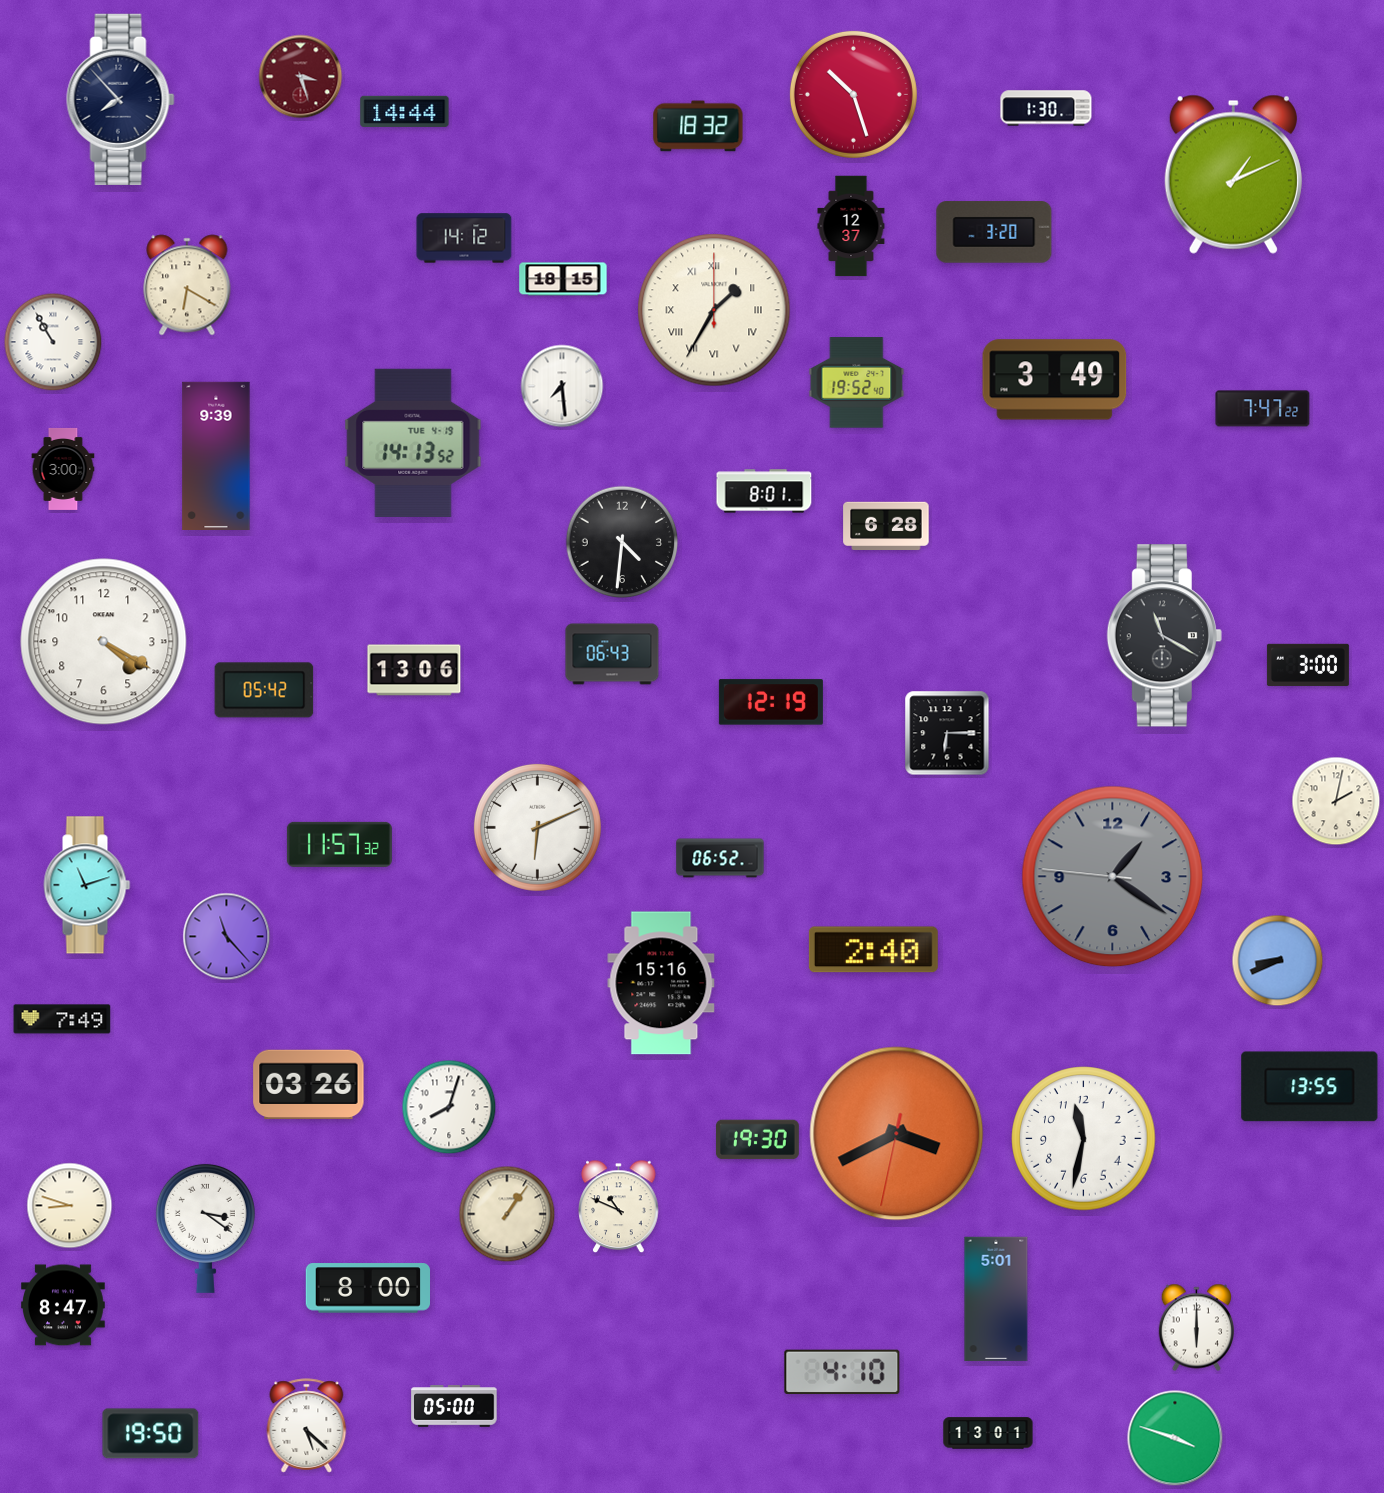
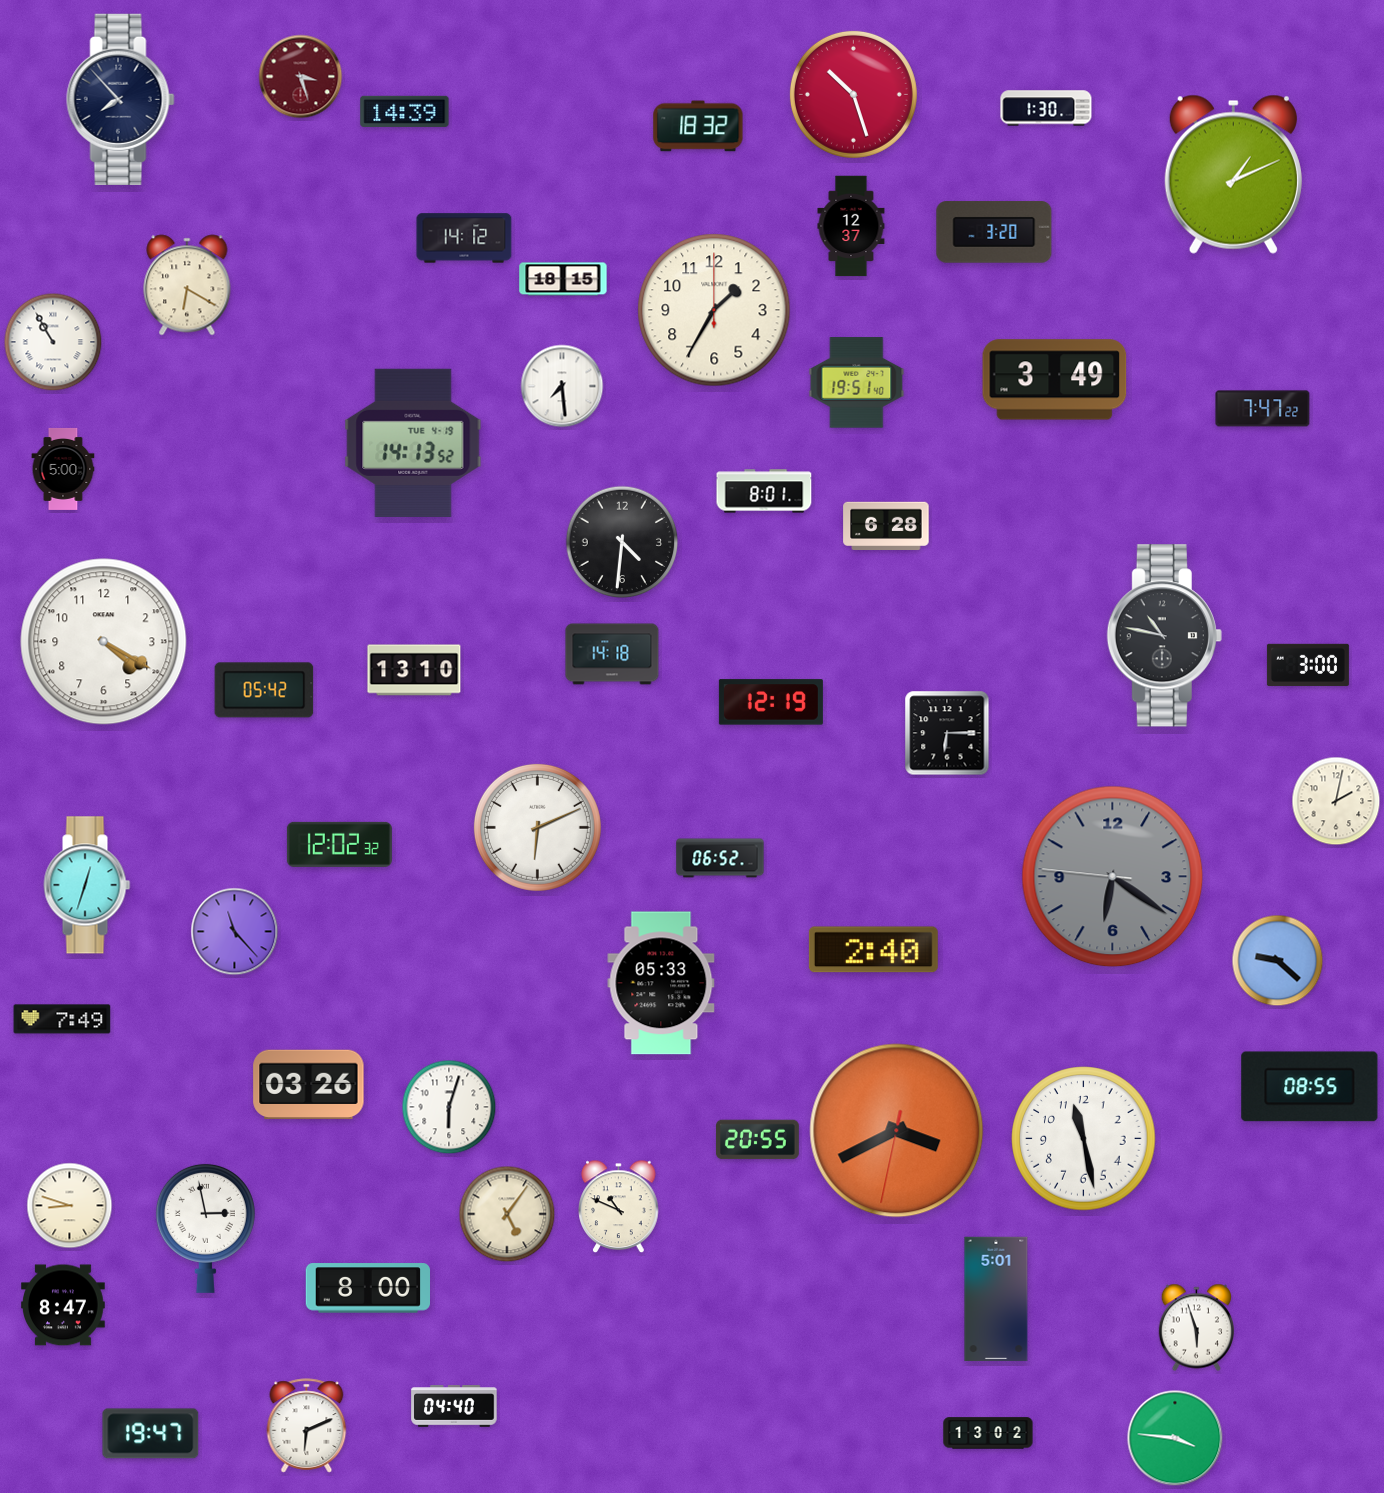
clock at (405, 111): 14:44 -> 14:39
clock at (714, 310) numerals: Roman -> Arabic
clock at (857, 383): 19:52 -> 19:51
clock at (216, 455): 9:39 -> none
clock at (63, 469): 3:00 -> 5:00
clock at (1164, 636): 11:20 -> 10:47
clock at (612, 654): 06:43 -> 14:18
clock at (414, 670): 13:06 -> 13:10
clock at (339, 844): 11:57 -> 12:02
clock at (1113, 877): 1:20 -> 6:20
clock at (87, 885): 11:12 -> 12:33
clock at (227, 937) position: (227, 937) -> (235, 932)
clock at (1278, 961): 8:41 -> 9:22
clock at (661, 983): 15:16 -> 05:33
clock at (1310, 1087): 13:55 -> 08:55
clock at (449, 1107): 8:03 -> 6:03
clock at (897, 1134) position: (897, 1134) -> (897, 1131)
clock at (1084, 1139): 11:32 -> 11:28
clock at (757, 1140): 19:30 -> 20:55
clock at (507, 1214): 1:06 -> 5:06
clock at (205, 1228): 3:21 -> 2:58
clock at (1196, 1328): 6:00 -> 5:57
clock at (842, 1372): 4:10 -> none
clock at (454, 1406): 05:00 -> 04:40
clock at (307, 1426): 5:22 -> 6:11
clock at (988, 1433): 13:01 -> 13:02
clock at (151, 1434): 19:50 -> 19:47
clock at (1175, 1438): 3:48 -> 3:46
